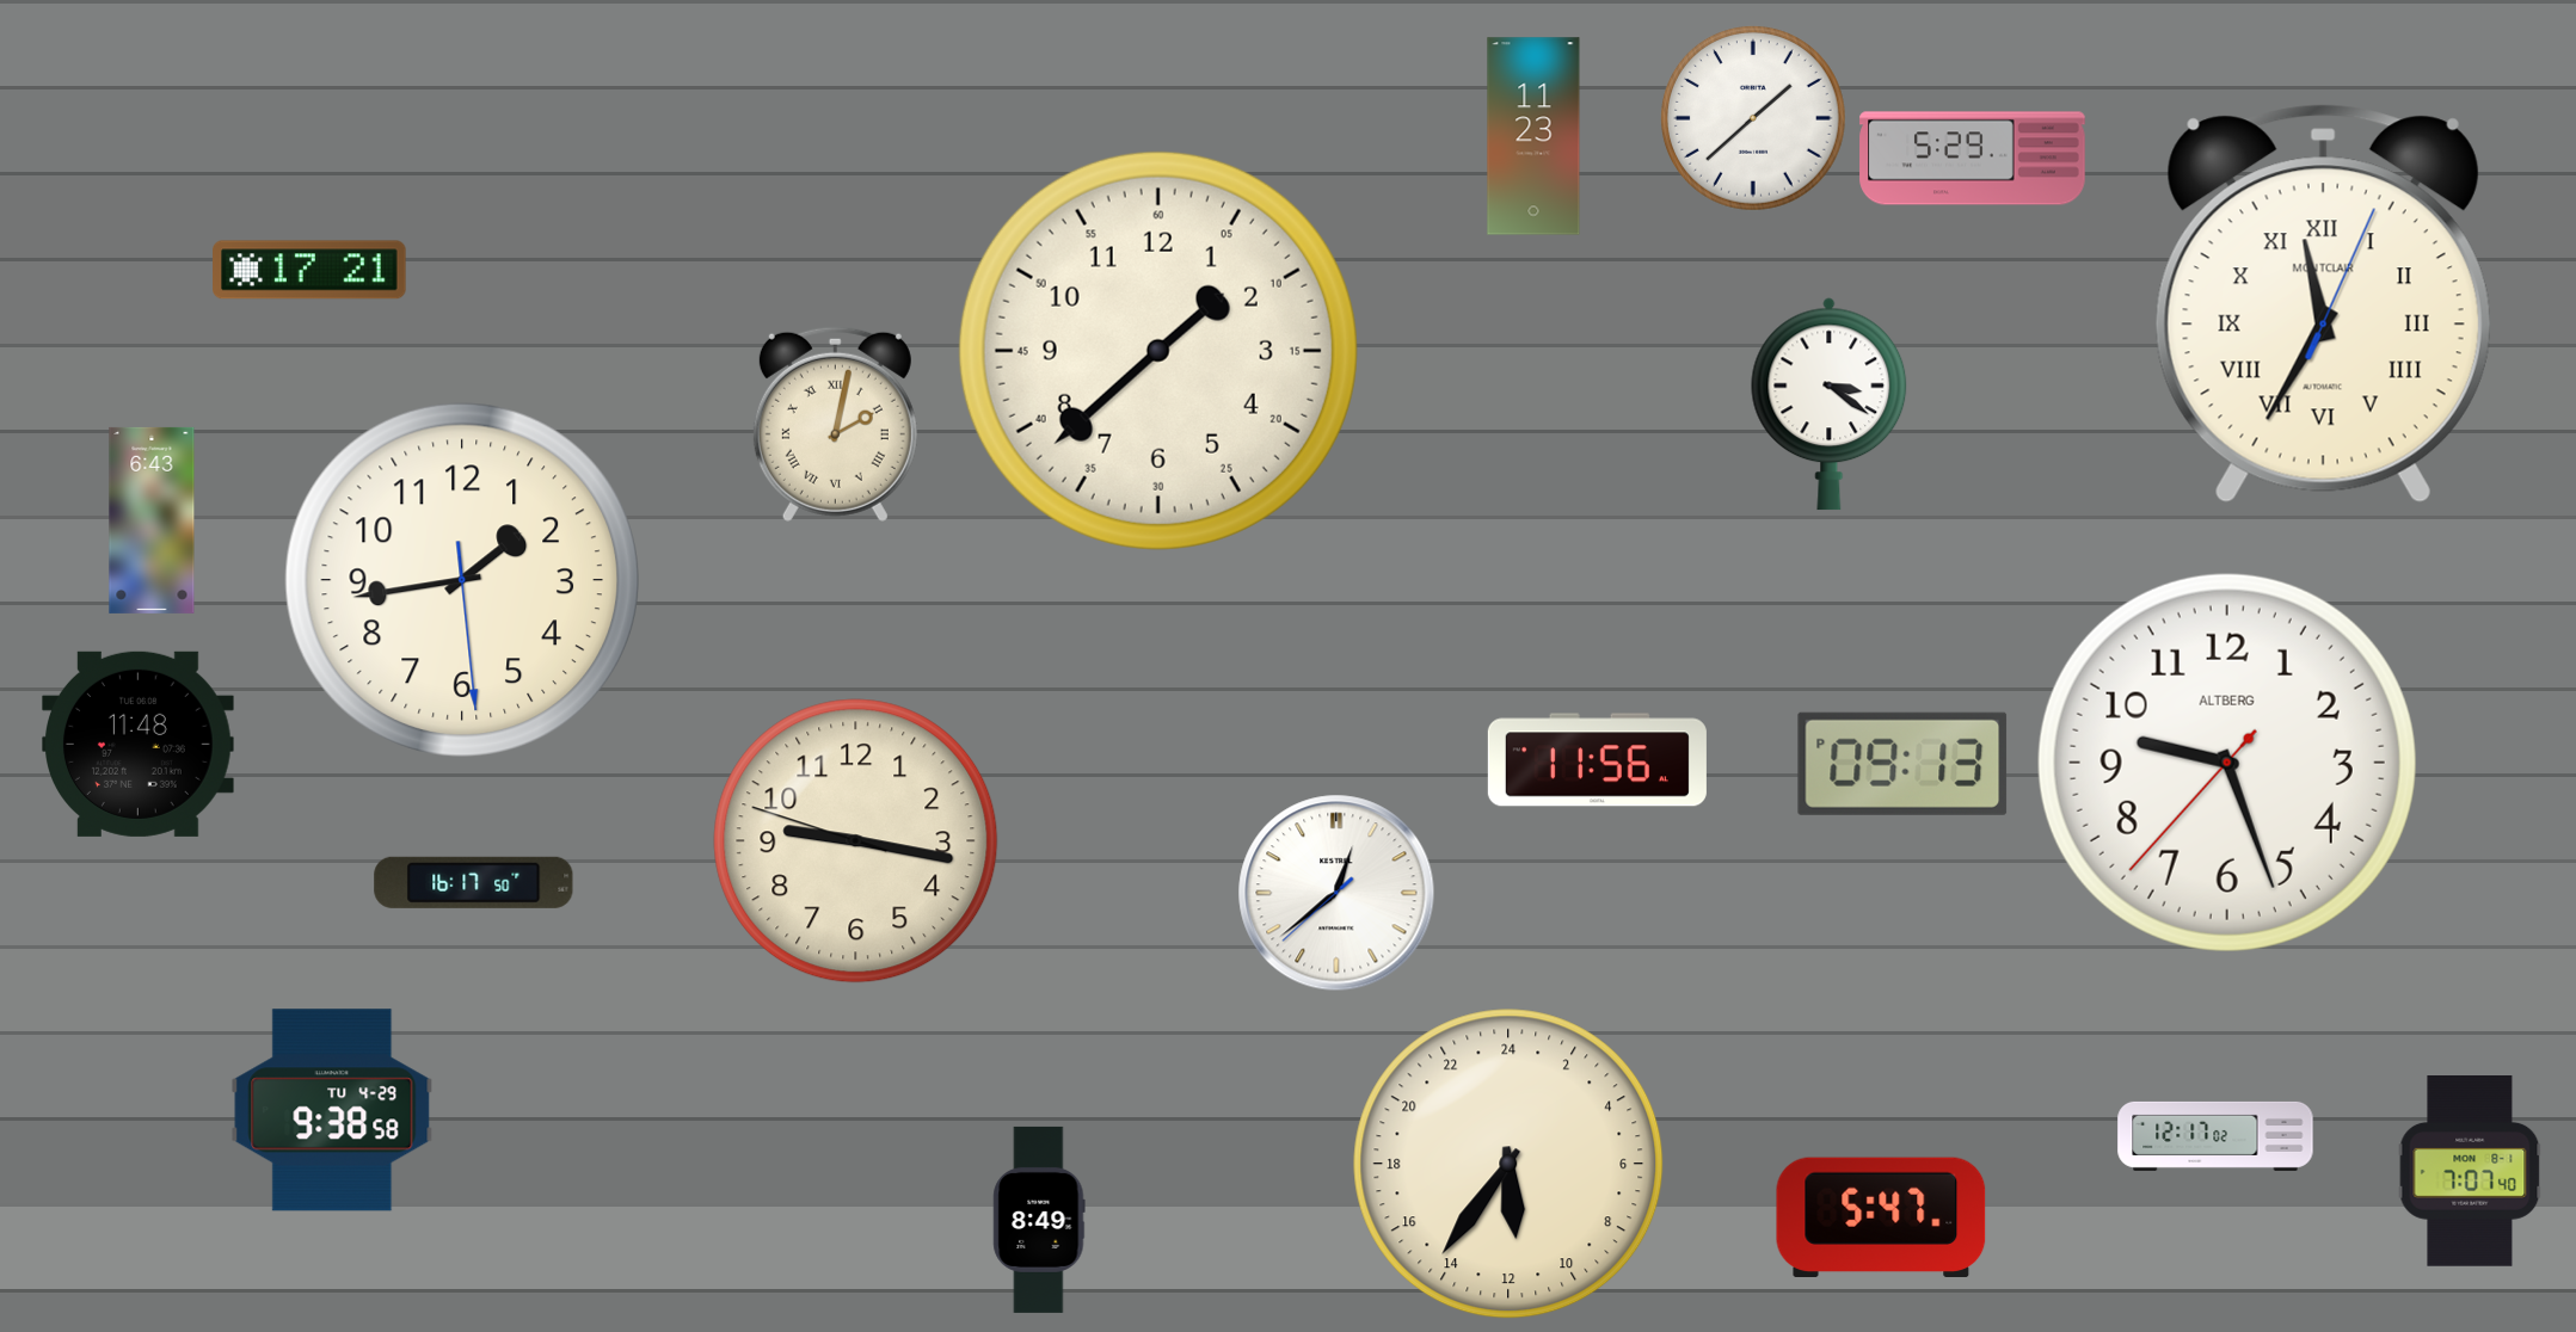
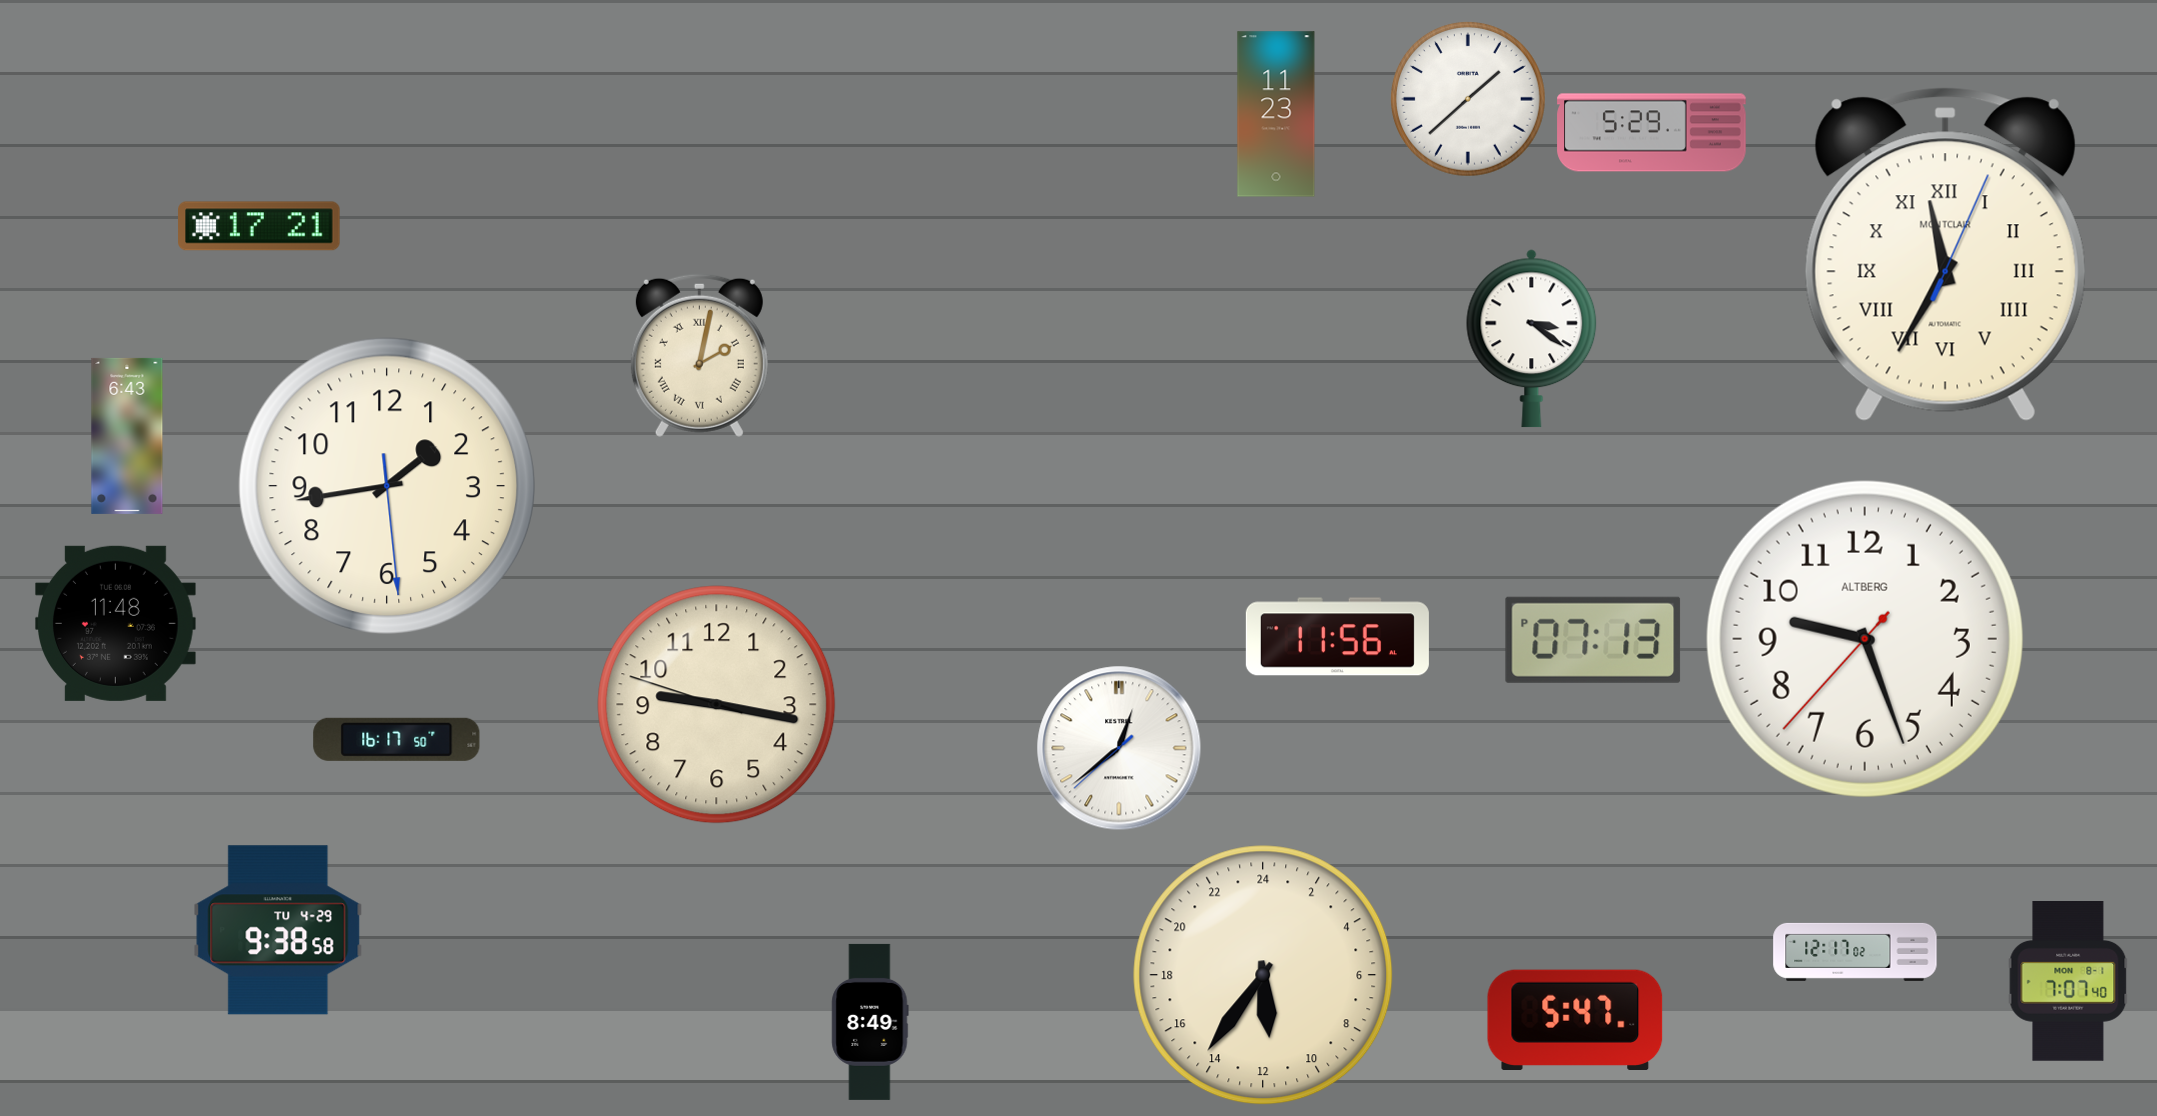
clock at (1533, 136) position: (1533, 136) -> (1276, 114)
clock at (1158, 351): 1:38 -> none
clock at (1902, 764): 09:13 -> 07:13
